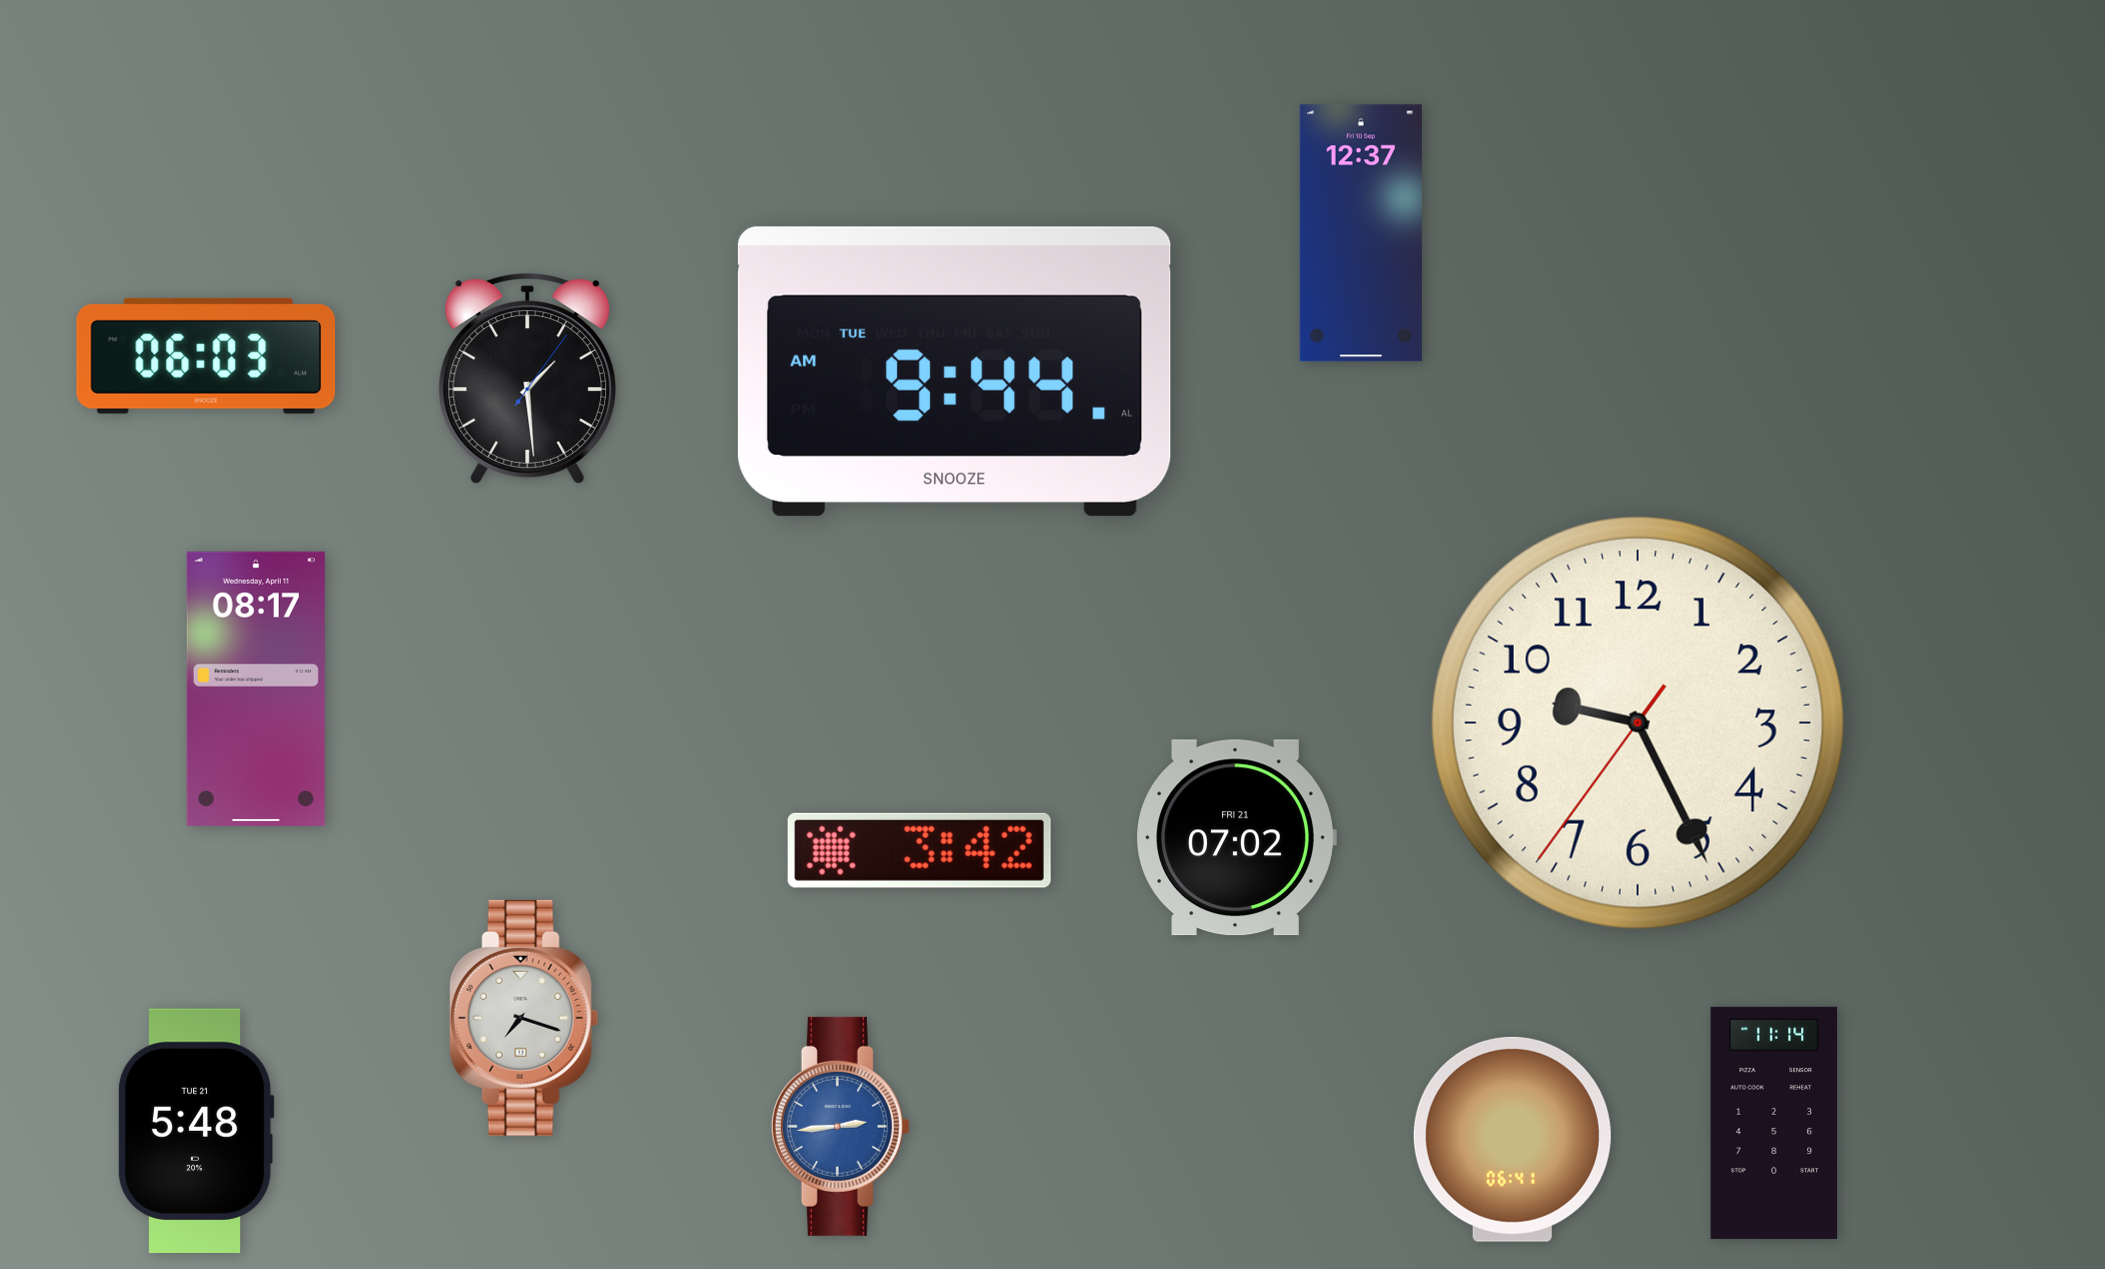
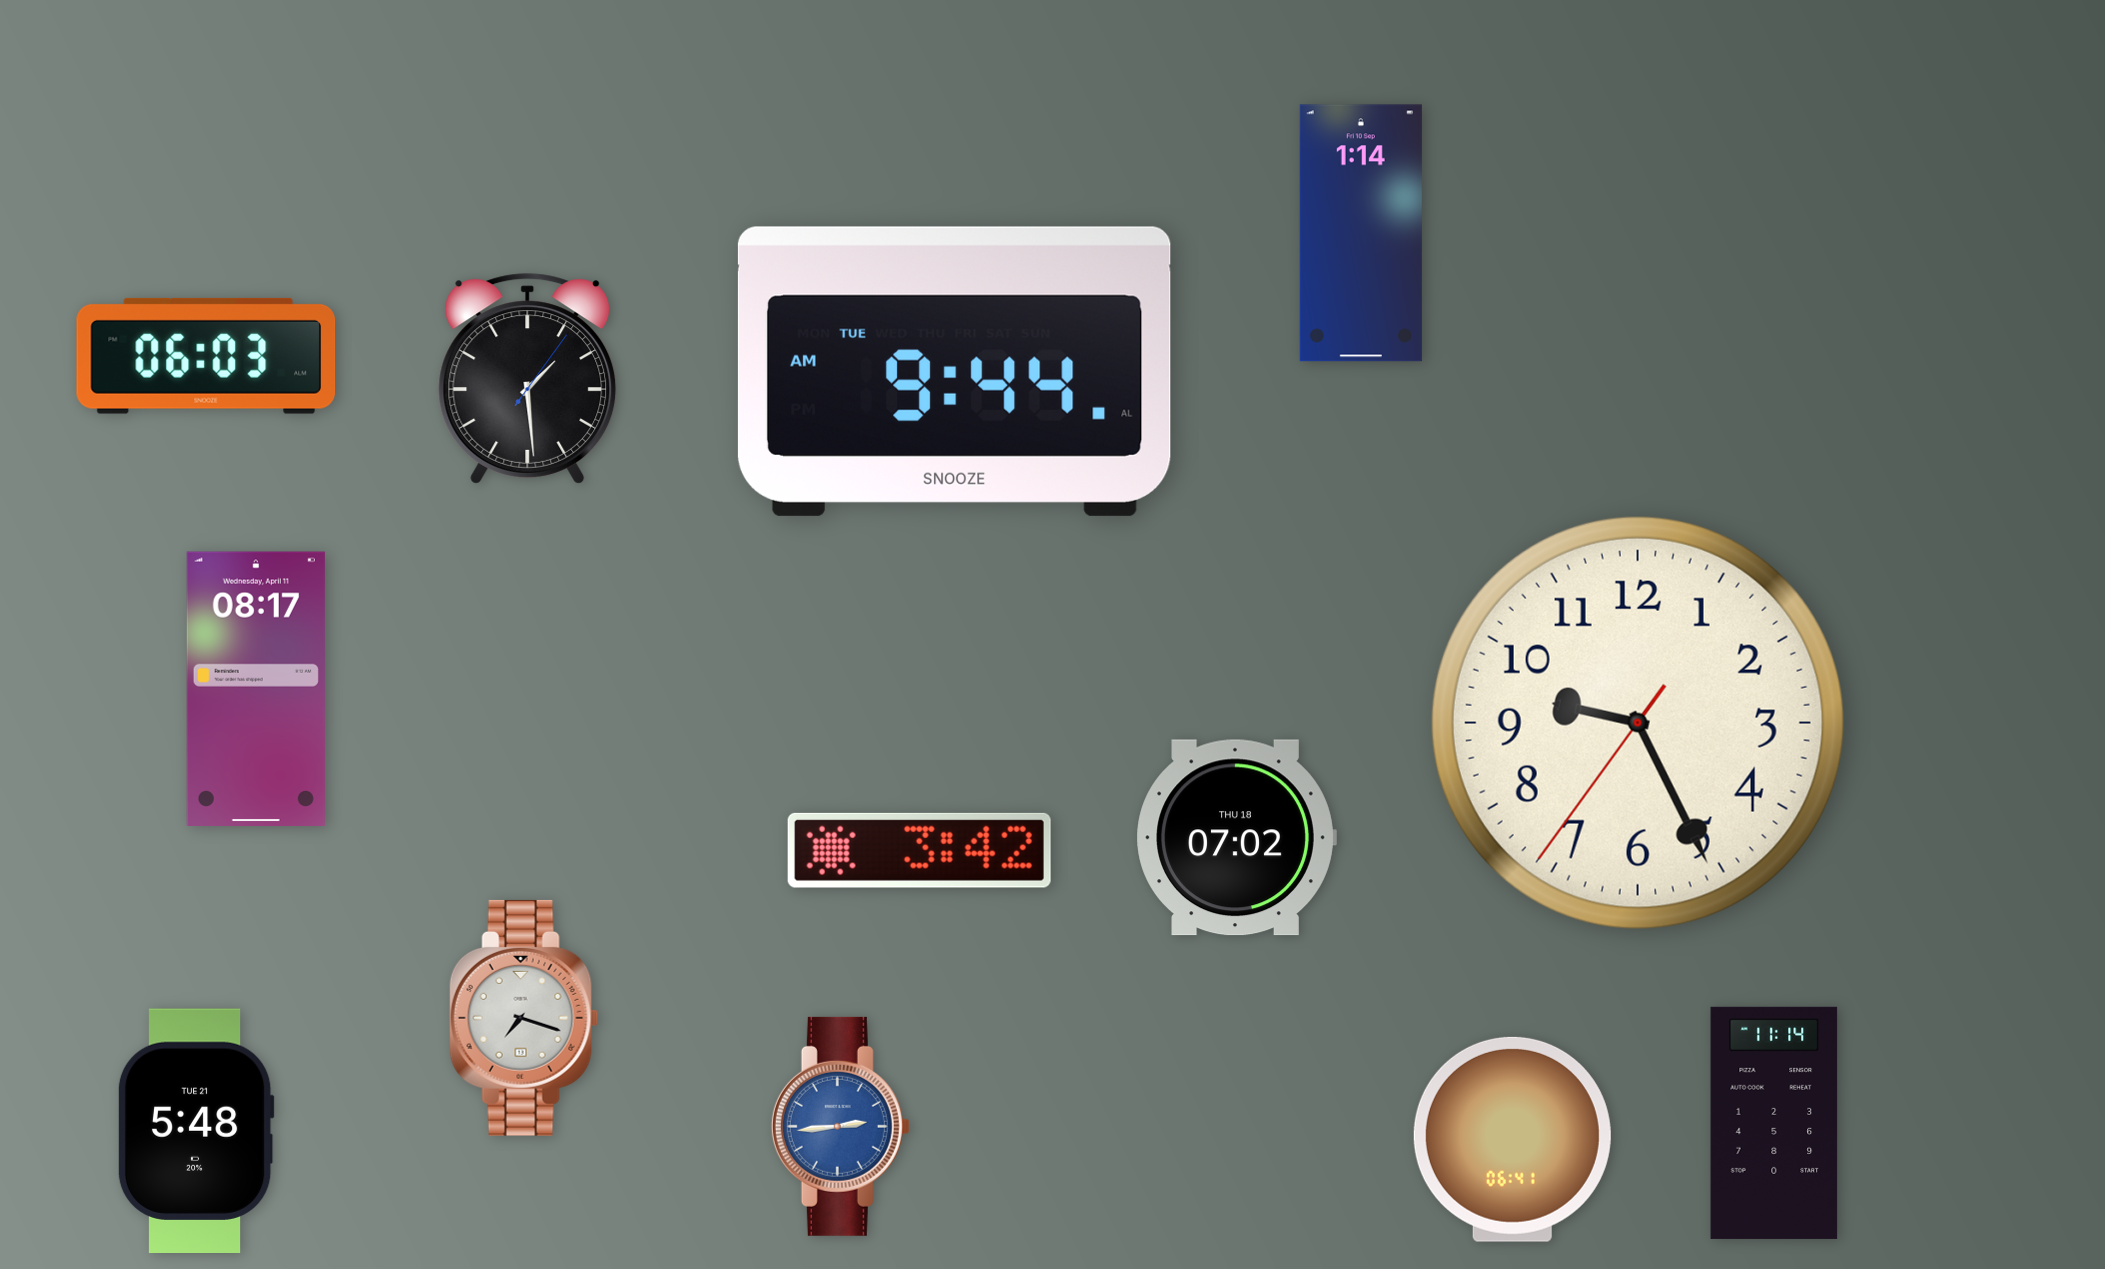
clock at (1361, 233): 12:37 -> 1:14
clock at (1236, 838) date: FRI 21 -> THU 18
